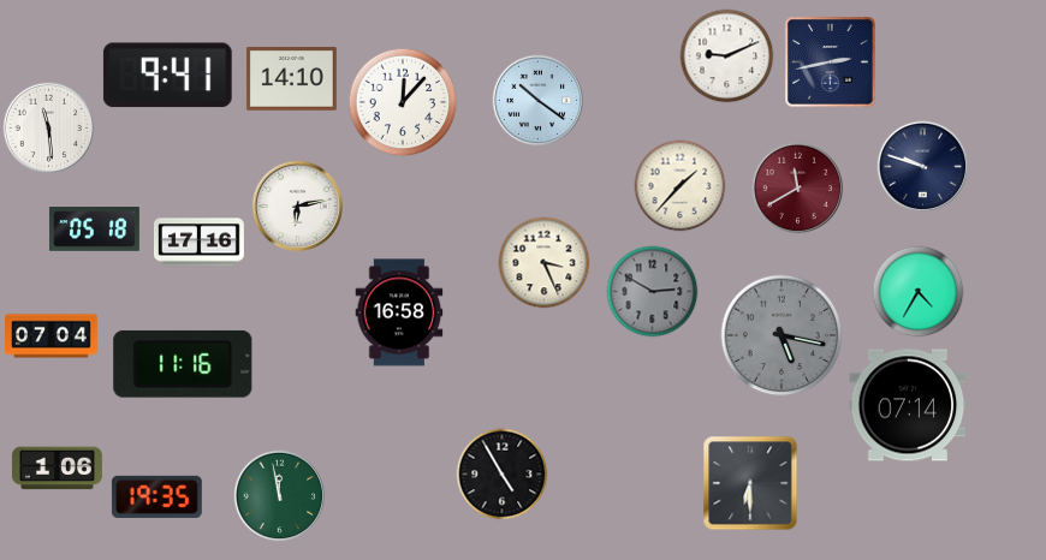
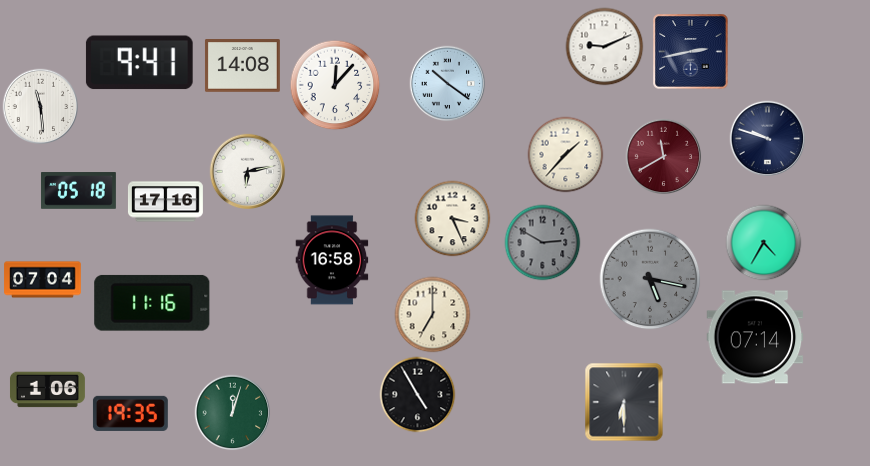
clock at (291, 79): 14:10 -> 14:08
clock at (433, 315): none -> 7:00
clock at (280, 496): 11:58 -> 12:03
